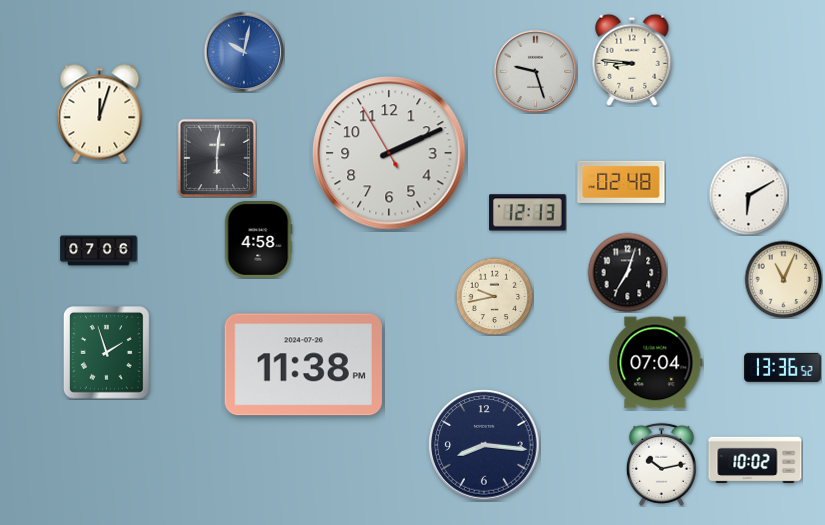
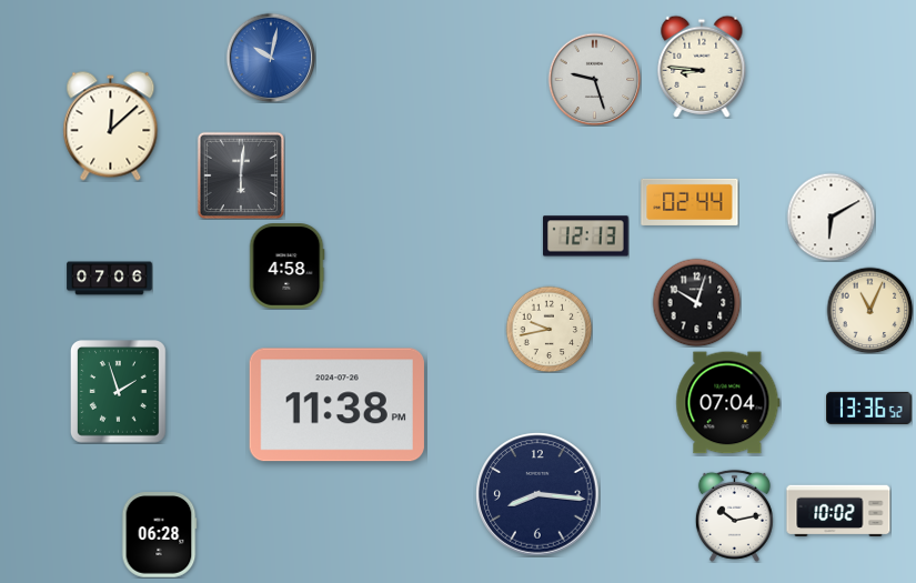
clock at (100, 114): 12:03 -> 12:08
clock at (389, 153): 2:10 -> none
clock at (621, 182): 02:48 -> 02:44
clock at (627, 272): 7:03 -> 10:03
clock at (159, 535): none -> 06:28
